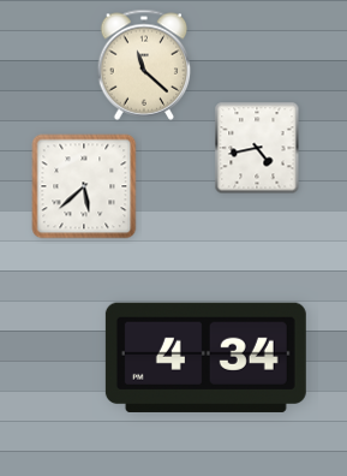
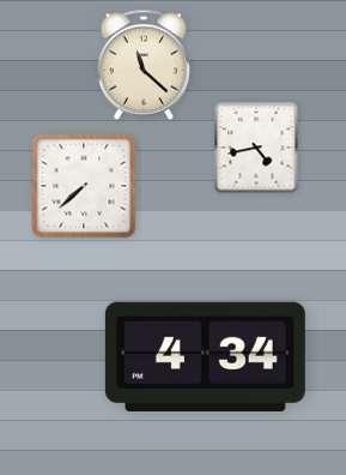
clock at (84, 186): 5:38 -> 7:38
